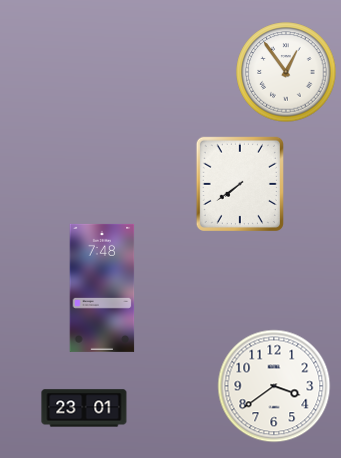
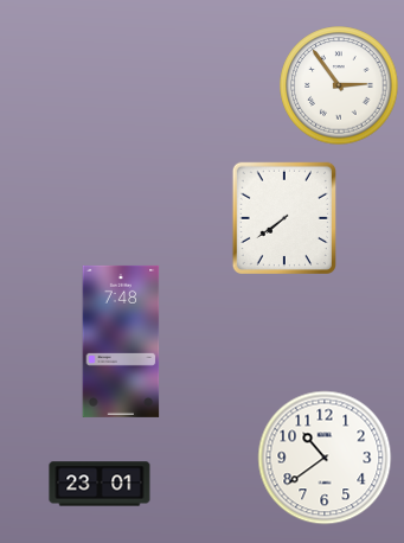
clock at (286, 72): 12:54 -> 2:54
clock at (274, 386): 3:39 -> 10:39
